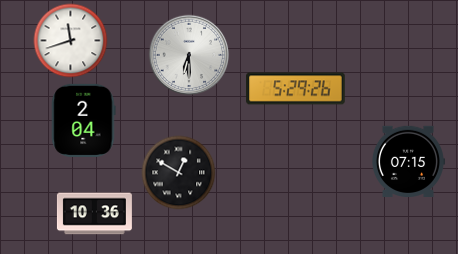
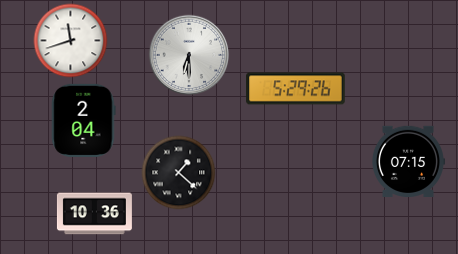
clock at (179, 173): 12:50 -> 1:22
